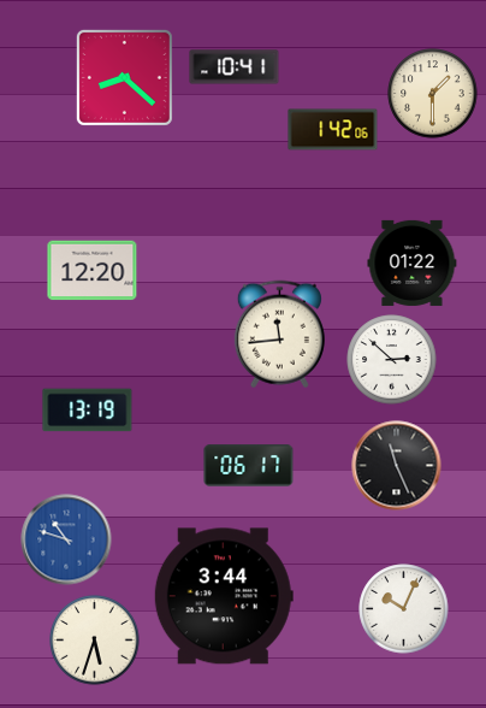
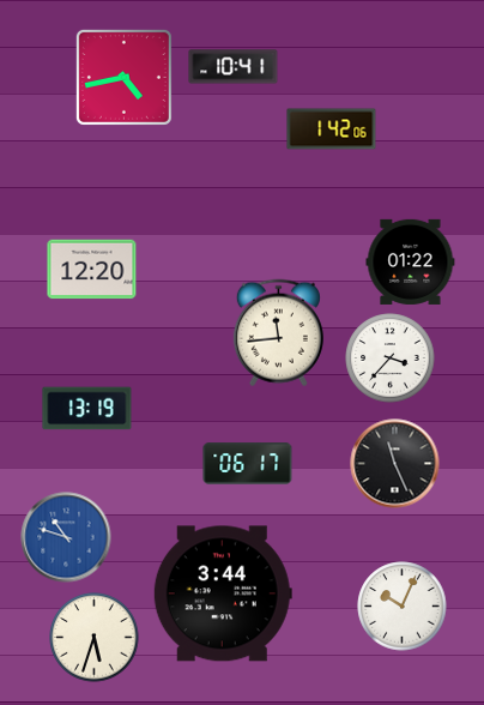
clock at (124, 77): 8:22 -> 4:43
clock at (433, 94): 1:30 -> none
clock at (392, 360): 2:52 -> 3:37
